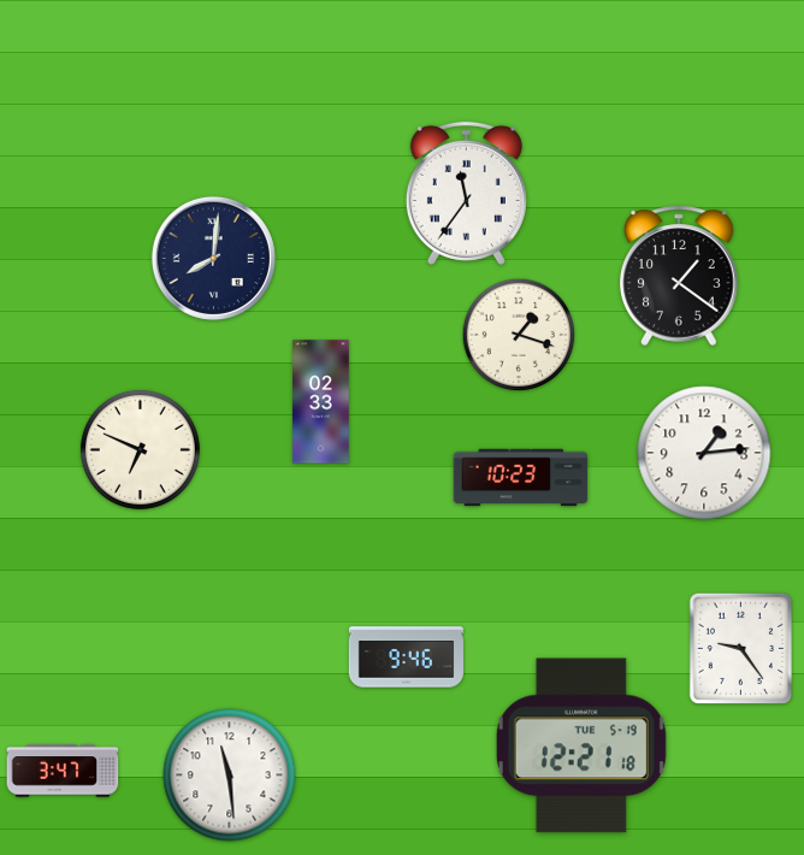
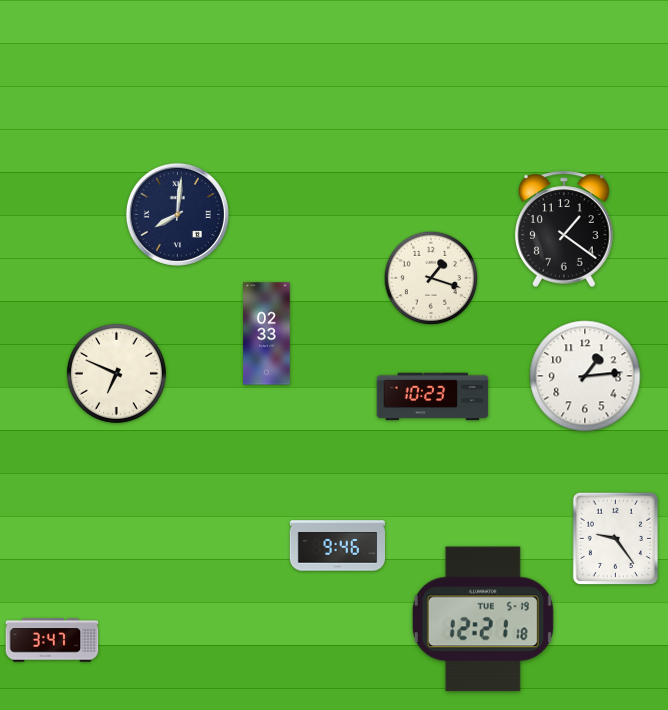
clock at (466, 193): 11:36 -> none
clock at (230, 776): 11:29 -> none
